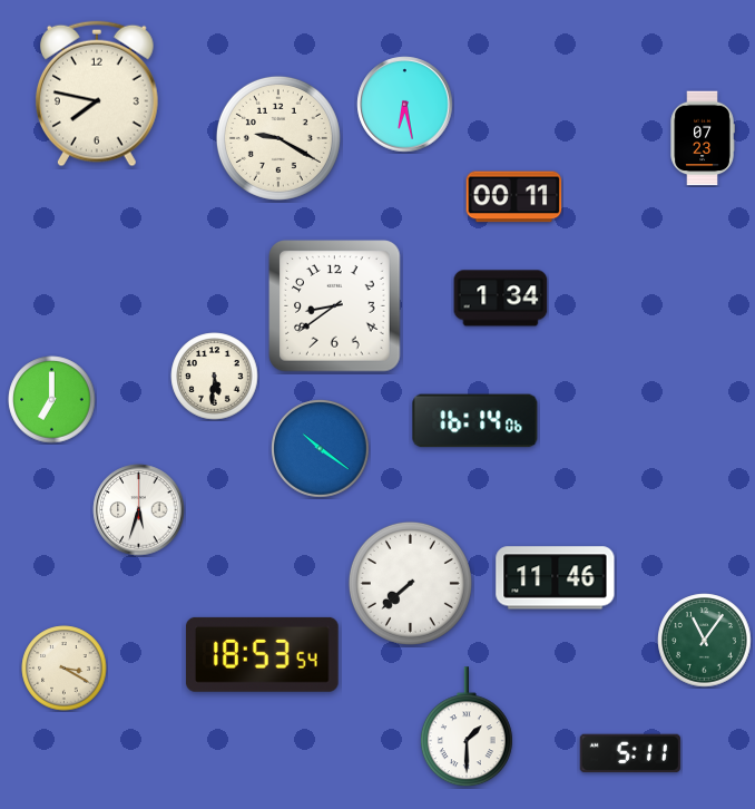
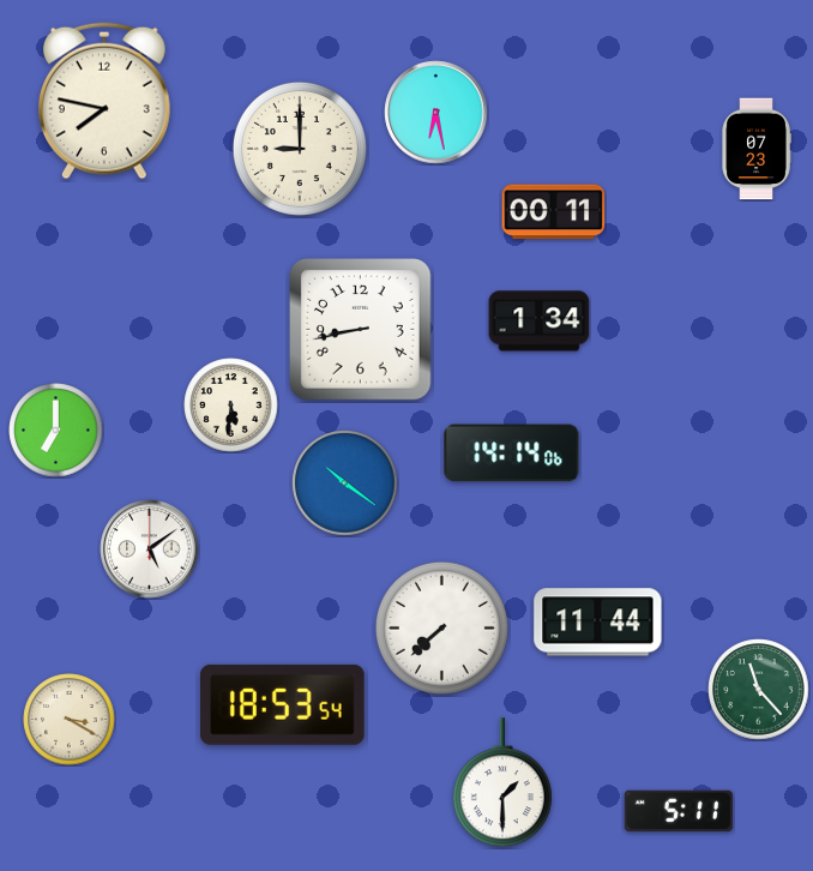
clock at (278, 138): 9:20 -> 9:00
clock at (335, 306): 8:39 -> 8:43
clock at (475, 421): 16:14 -> 14:14
clock at (139, 510): 5:33 -> 5:09
clock at (556, 578): 11:46 -> 11:44
clock at (705, 641): 11:06 -> 11:23
